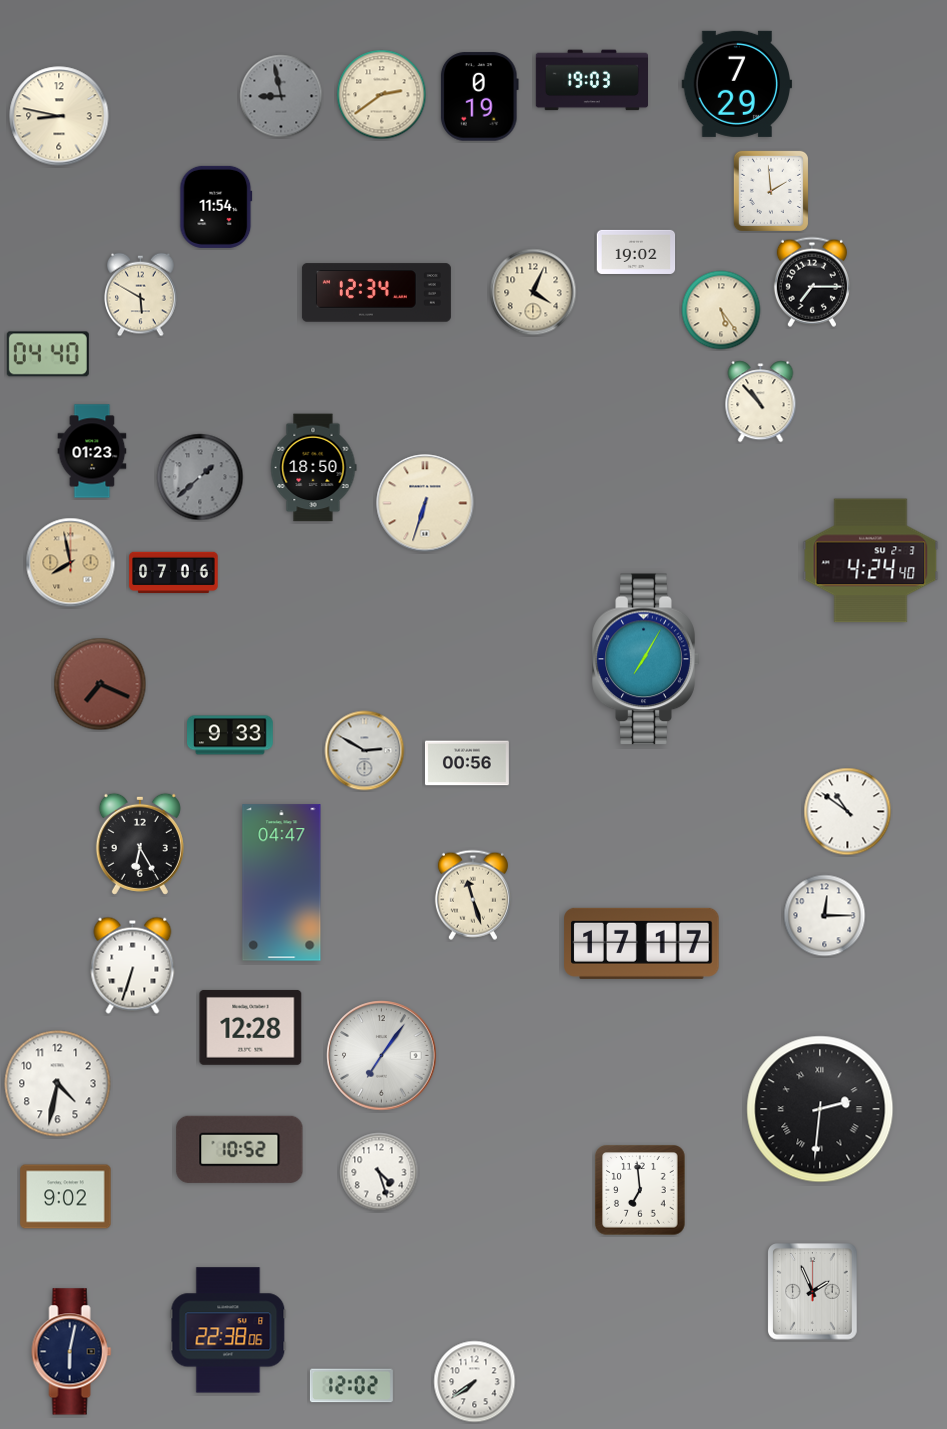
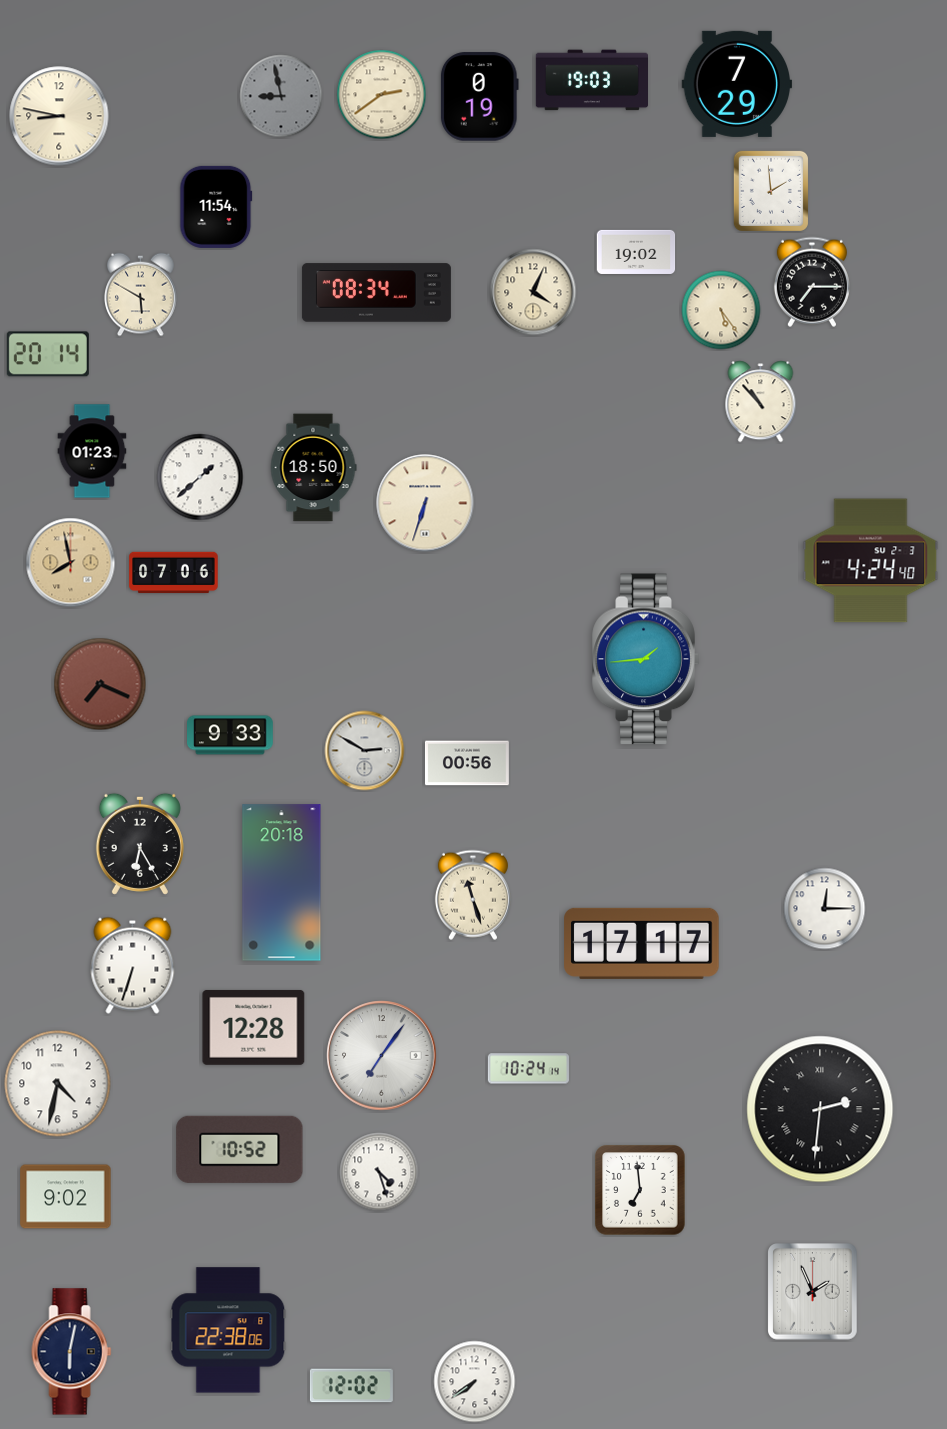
clock at (376, 293): 12:34 -> 08:34
clock at (48, 354): 04:40 -> 20:14
clock at (200, 477) dial: grey -> white
clock at (646, 659): 7:05 -> 1:44
clock at (848, 812): 10:51 -> none
clock at (282, 883): 04:47 -> 20:18
clock at (825, 916) position: (825, 916) -> (825, 909)
clock at (251, 1027) position: (251, 1027) -> (254, 1027)
clock at (528, 1069): none -> 10:24
